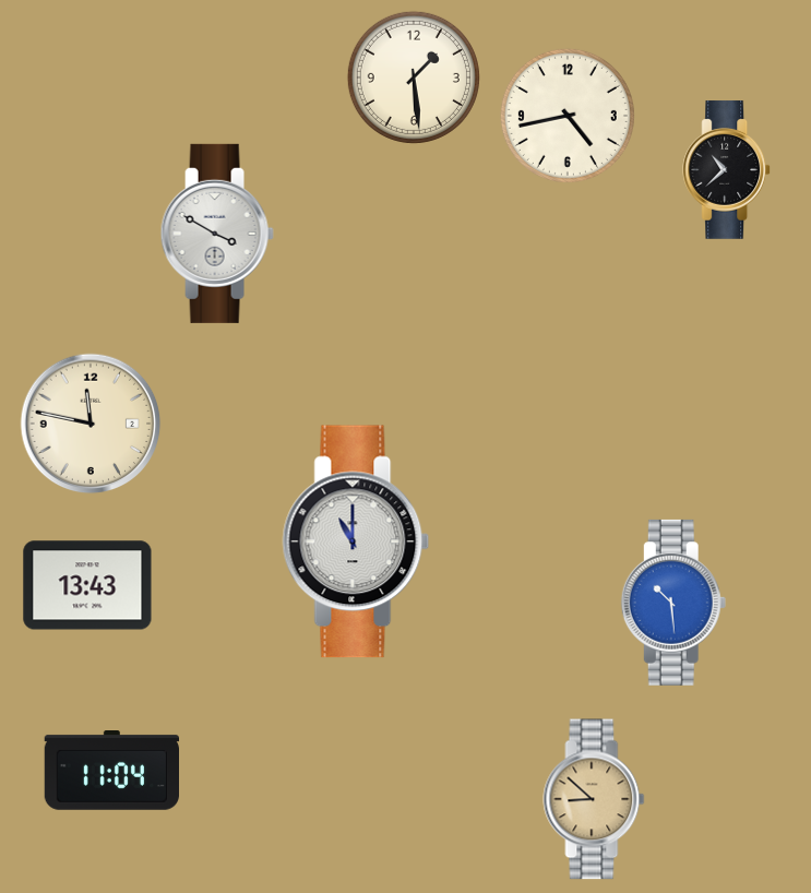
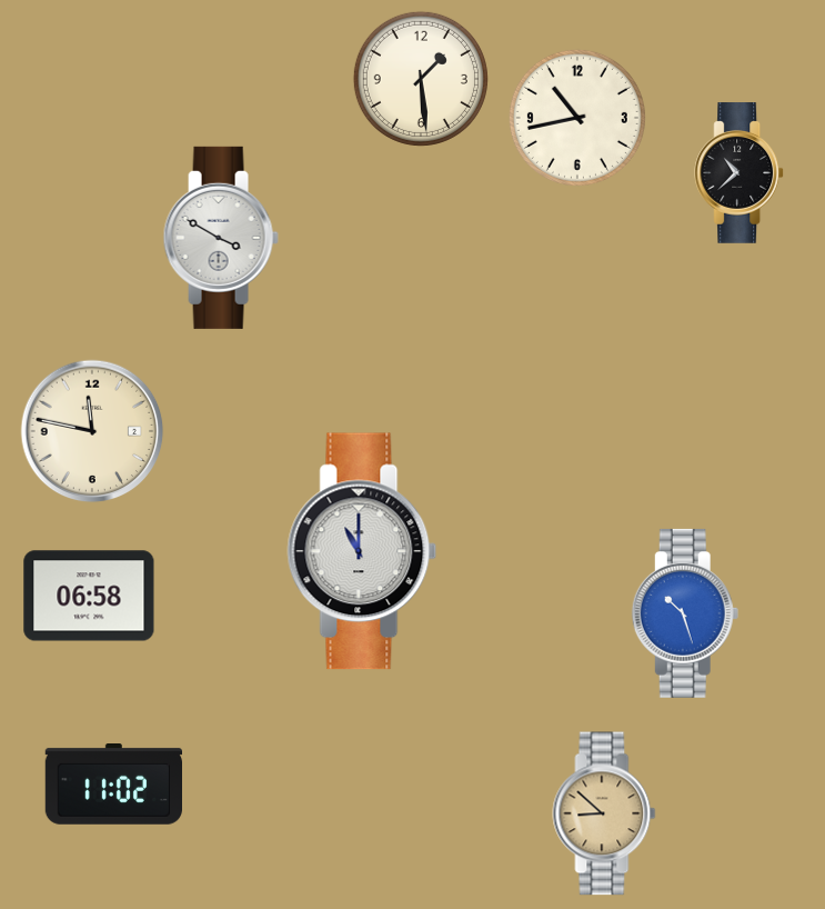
clock at (568, 116): 4:43 -> 10:43
clock at (87, 585): 13:43 -> 06:58
clock at (673, 603): 10:29 -> 10:27
clock at (111, 771): 11:04 -> 11:02
